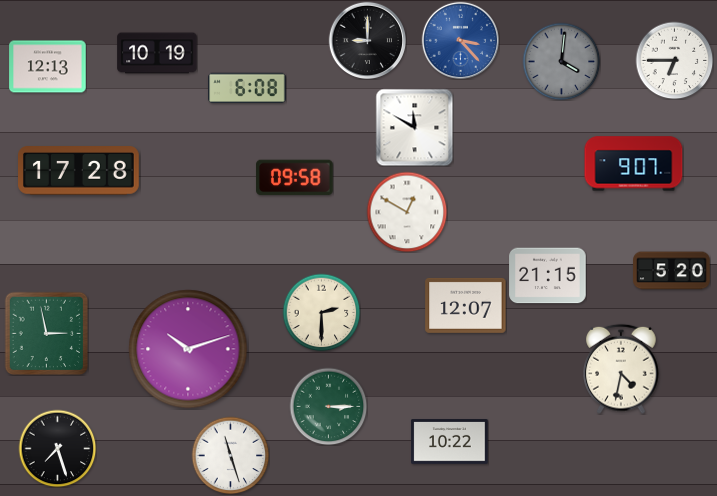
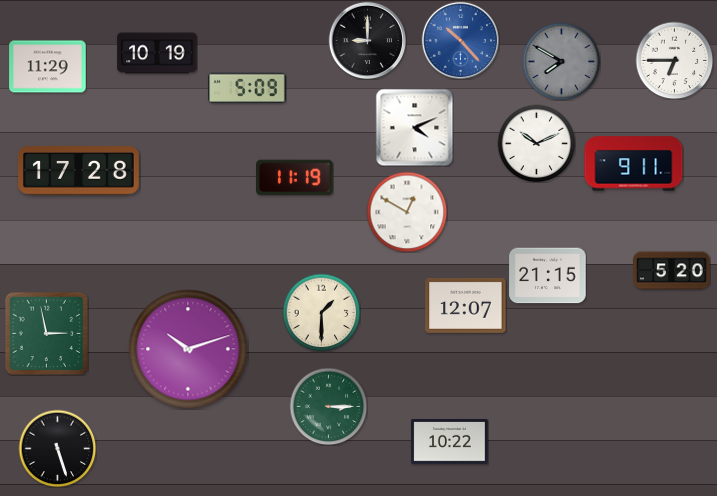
clock at (460, 40): 3:23 -> 10:23
clock at (561, 61): 4:01 -> 7:50
clock at (48, 67): 12:13 -> 11:29
clock at (247, 88): 6:08 -> 5:09
clock at (414, 127): 11:50 -> 4:11
clock at (536, 143): none -> 10:11
clock at (634, 164): 9:07 -> 9:11
clock at (295, 178): 09:58 -> 11:19
clock at (321, 312): 2:30 -> 1:30
clock at (621, 369): 4:32 -> none
clock at (57, 448): 7:27 -> 5:27
clock at (230, 455): 11:27 -> none
